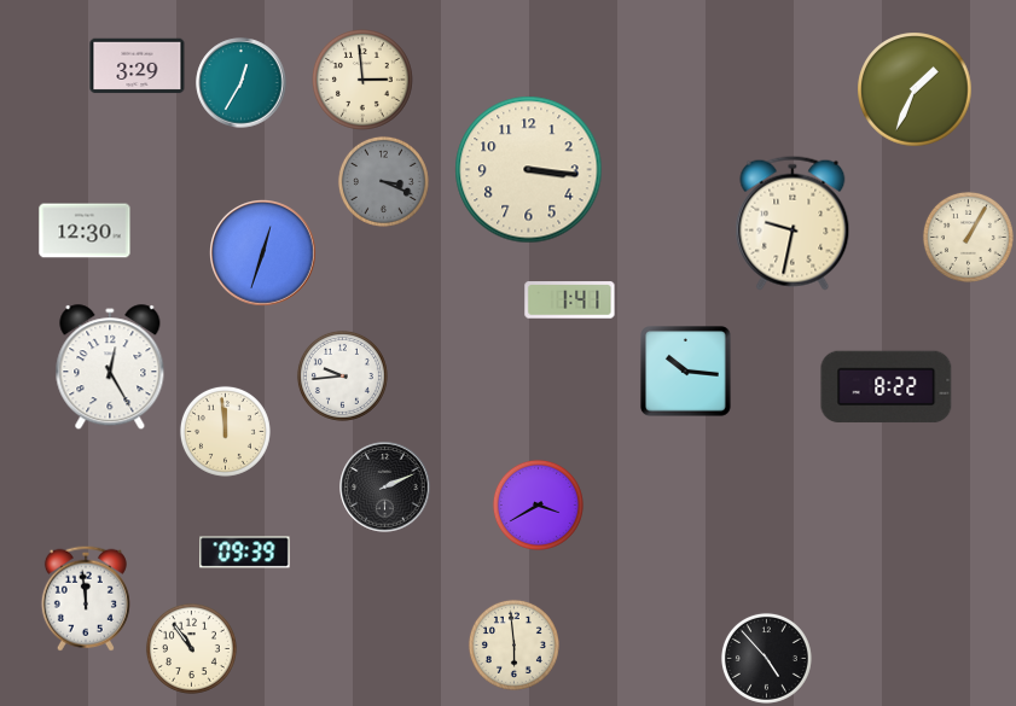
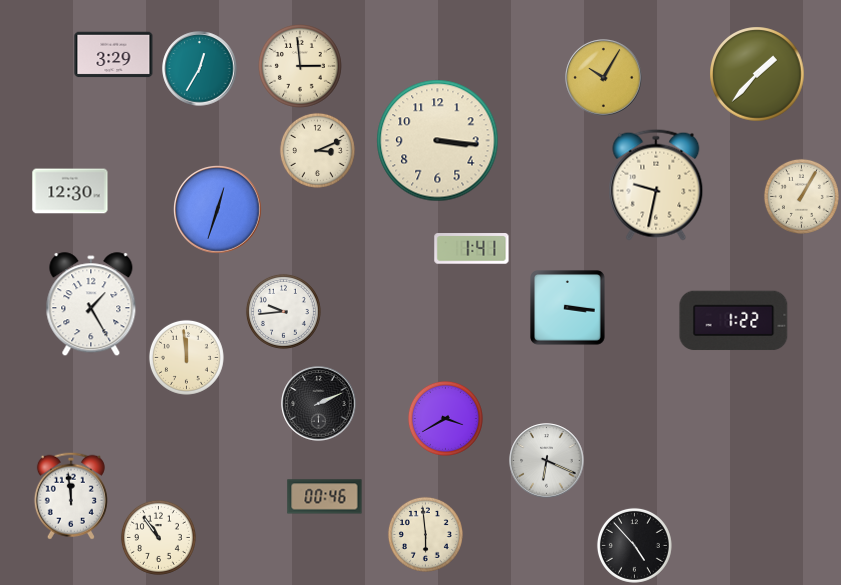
clock at (915, 89): 1:34 -> 1:37
clock at (604, 78): none -> 10:05
clock at (383, 181): 3:19 -> 3:11
clock at (383, 181) dial: grey -> cream
clock at (110, 368): 12:25 -> 1:25
clock at (686, 372): 10:16 -> 3:16
clock at (887, 387): 8:22 -> 1:22
clock at (245, 553): 09:39 -> none
clock at (547, 461): none -> 6:19
clock at (325, 497): none -> 00:46
